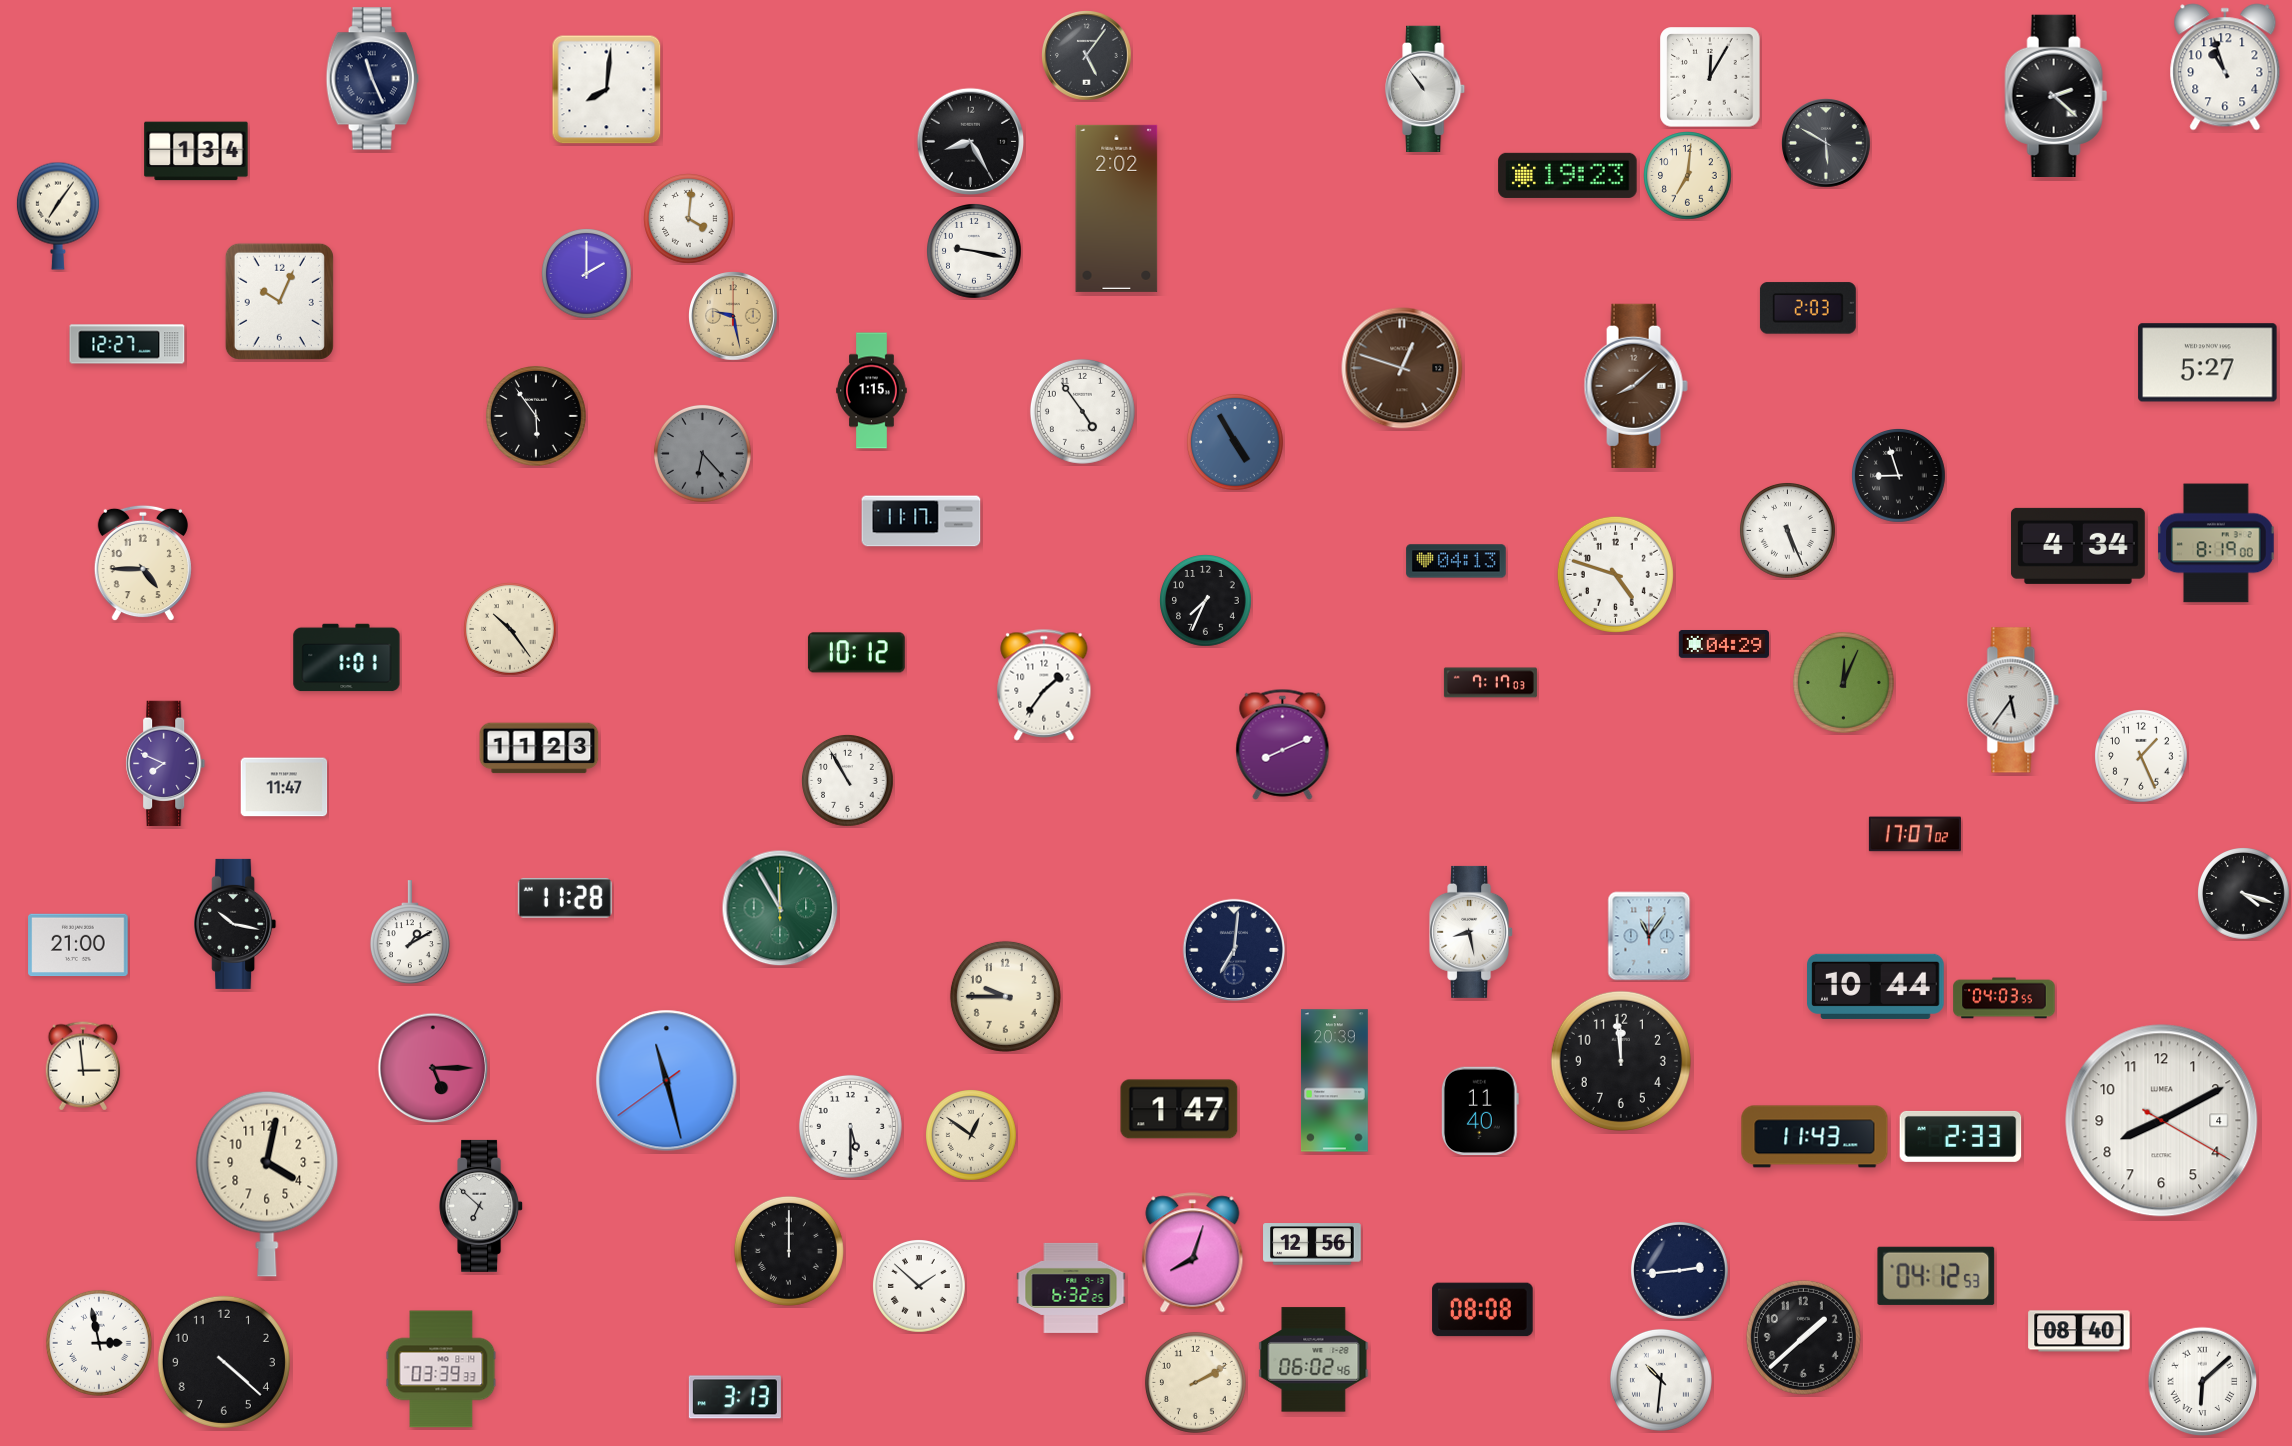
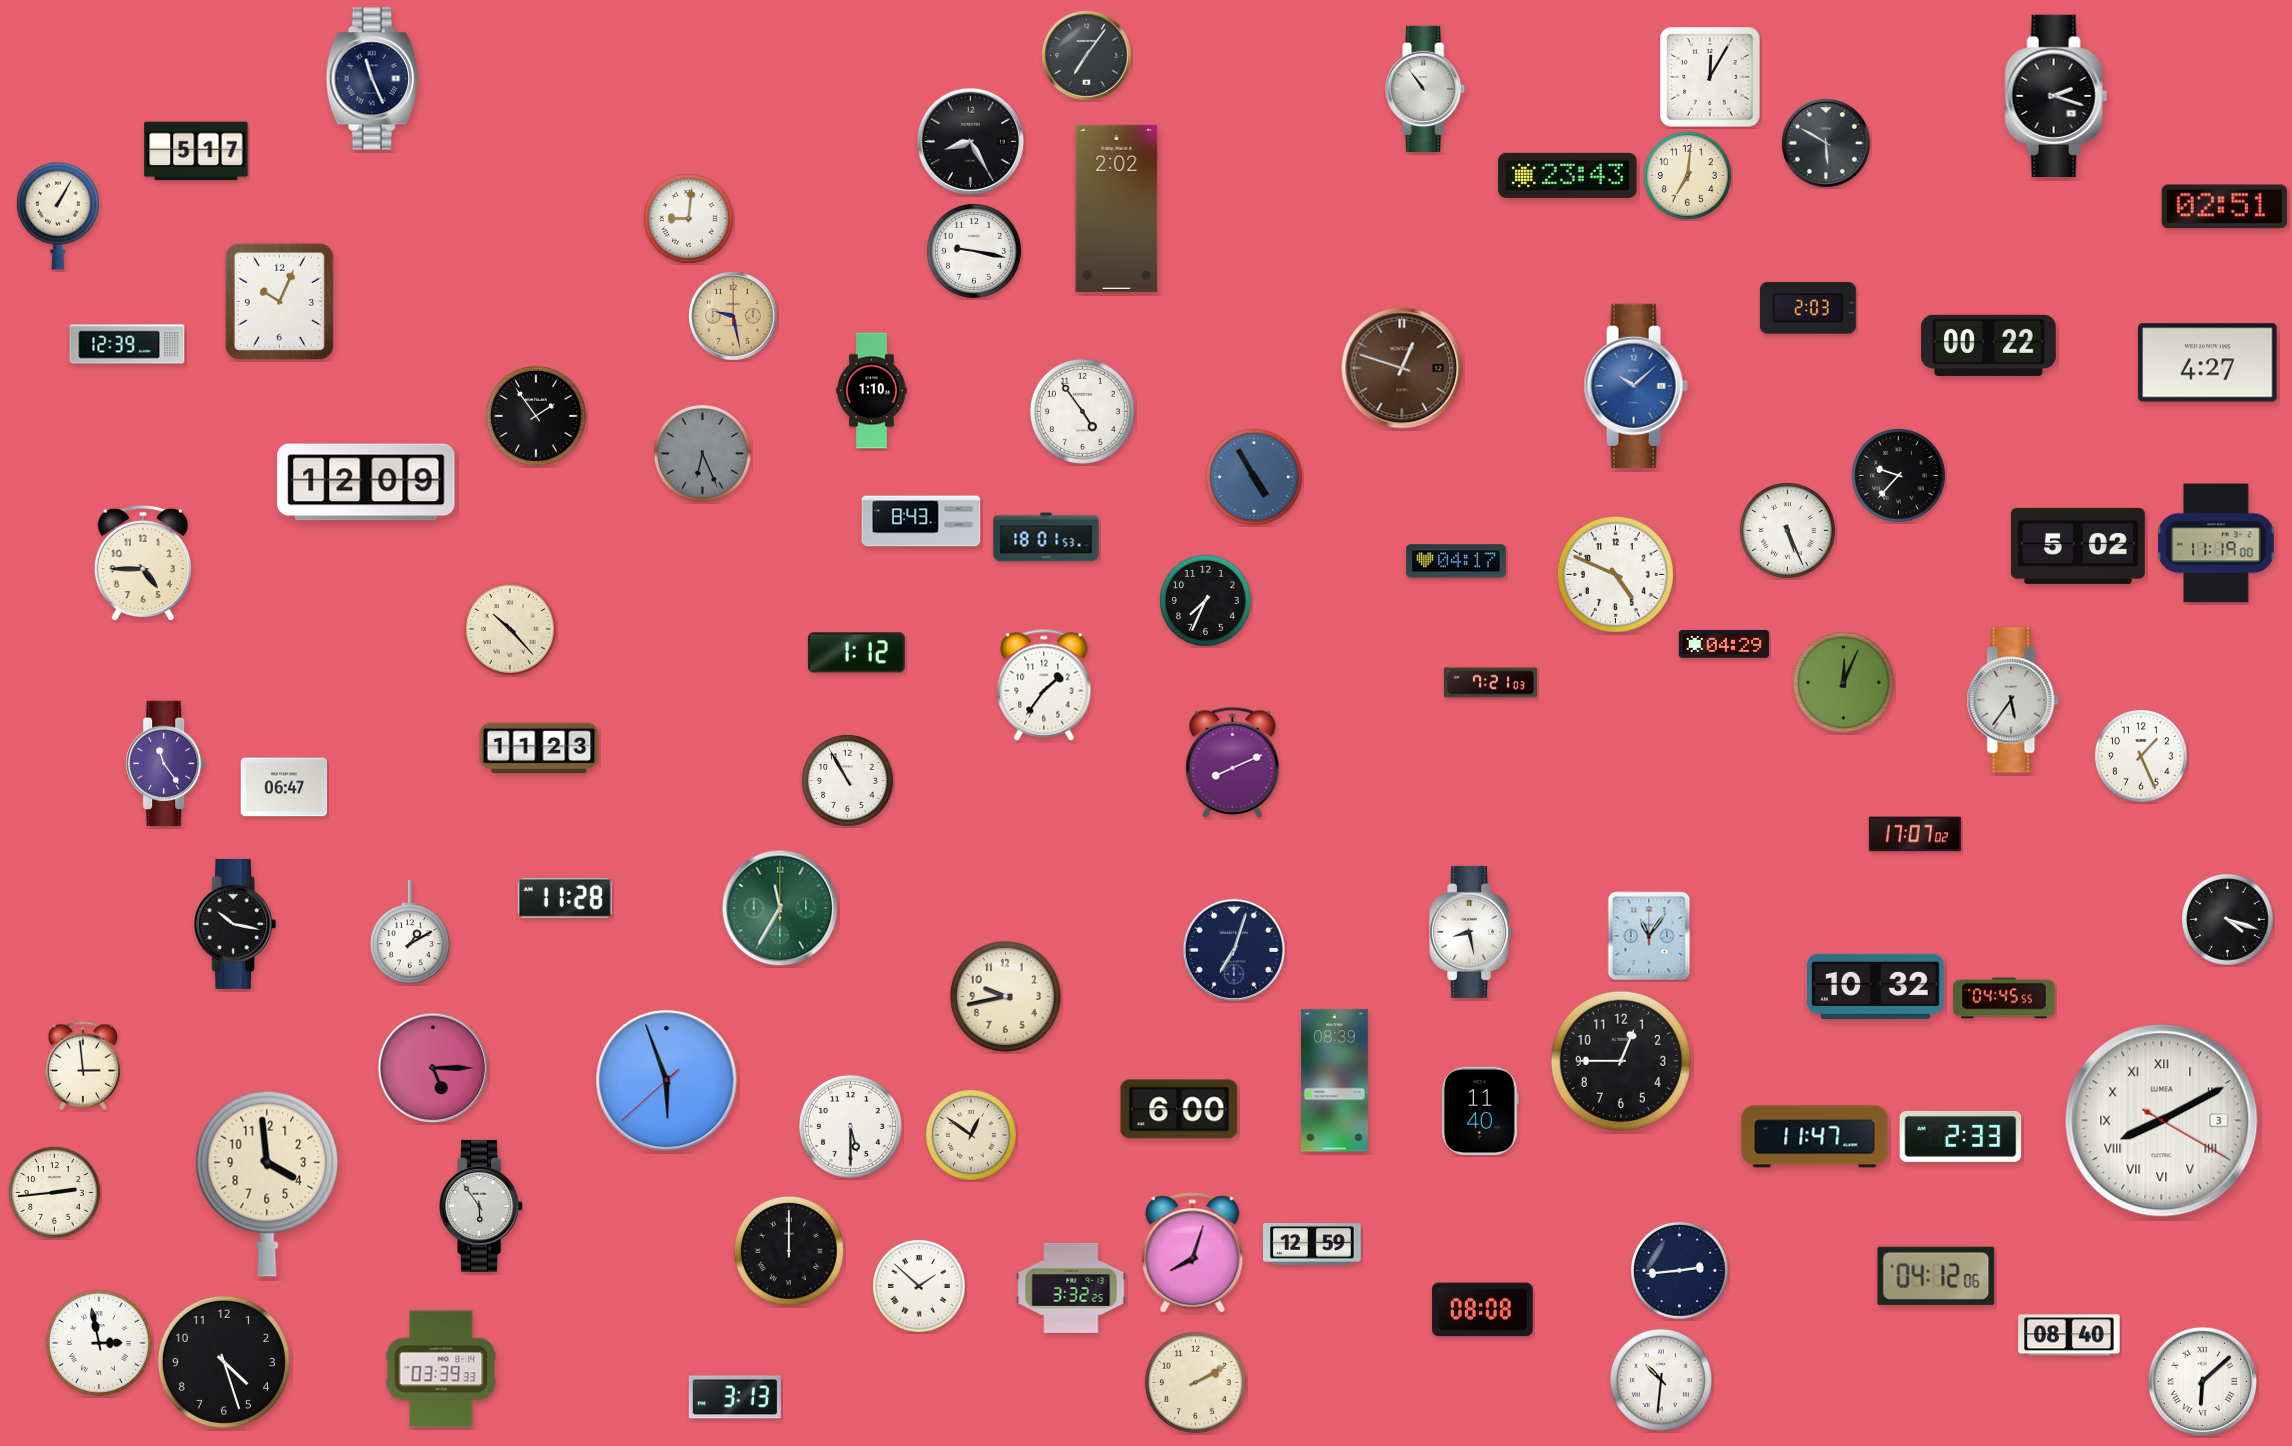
clock at (1087, 56): 5:06 -> 7:06
clock at (2225, 67): 10:57 -> none
clock at (607, 90): 8:01 -> none
clock at (2056, 95): 2:22 -> 2:18
clock at (196, 151): 1:34 -> 5:17
clock at (1568, 175): 19:23 -> 23:43
clock at (2224, 207): none -> 02:51
clock at (58, 216): 7:06 -> 1:05
clock at (689, 219): 4:01 -> 9:01
clock at (587, 274): 2:00 -> none
clock at (127, 344): 12:27 -> 12:39
clock at (1989, 345): none -> 00:22
clock at (2208, 363): 5:27 -> 4:27
clock at (1636, 386): 8:08 -> 10:08
clock at (1636, 386) dial: brown -> blue
clock at (872, 391): 1:15 -> 1:10
clock at (536, 416): 5:54 -> 1:54
clock at (1236, 443) position: (1236, 443) -> (1255, 478)
clock at (702, 453): 6:23 -> 6:26
clock at (1899, 476): 8:57 -> 9:37
clock at (366, 482): none -> 12:09
clock at (921, 521): 11:17 -> 8:43
clock at (1046, 537): none -> 18:01
clock at (2216, 543): 8:19 -> 11:19
clock at (2078, 546): 4:34 -> 5:02
clock at (1456, 561): 04:13 -> 04:17
clock at (1615, 574): 4:48 -> 4:49
clock at (511, 630): 10:24 -> 10:23
clock at (856, 653): 10:12 -> 1:12
clock at (347, 658): 1:01 -> none
clock at (1490, 683): 7:17 -> 7:21
clock at (1283, 744) position: (1283, 744) -> (1233, 762)
clock at (166, 764): 7:49 -> 11:24
clock at (284, 787): 11:47 -> 06:47
clock at (2244, 894) position: (2244, 894) -> (2228, 920)
clock at (780, 908): 11:55 -> 11:35
clock at (78, 945): 21:00 -> none
clock at (1234, 950): 7:01 -> 7:03
clock at (1876, 986): 10:44 -> 10:32
clock at (1005, 996): 9:45 -> 9:43
clock at (2004, 998): 04:03 -> 04:45
clock at (1621, 1061): 11:59 -> 12:45
clock at (667, 1081): 11:27 -> 5:56
clock at (1334, 1081): 20:39 -> 08:39
clock at (1179, 1109): 1:47 -> 6:00
clock at (2162, 1121) date: 4 -> 3
clock at (2162, 1121) numerals: Arabic -> Roman
clock at (1815, 1137): 11:43 -> 11:47
clock at (267, 1184): 4:02 -> 3:59
clock at (55, 1193): none -> 2:44
clock at (482, 1206): 6:52 -> 5:54
clock at (1312, 1244): 12:56 -> 12:59
clock at (1936, 1276): 04:12:53 -> 04:12:06
clock at (1071, 1288): 6:32 -> 3:32
clock at (2079, 1331) position: (2079, 1331) -> (2069, 1335)
clock at (1803, 1337): 1:38 -> none
clock at (1314, 1360): 06:02 -> none
clock at (224, 1362): 4:22 -> 4:27
